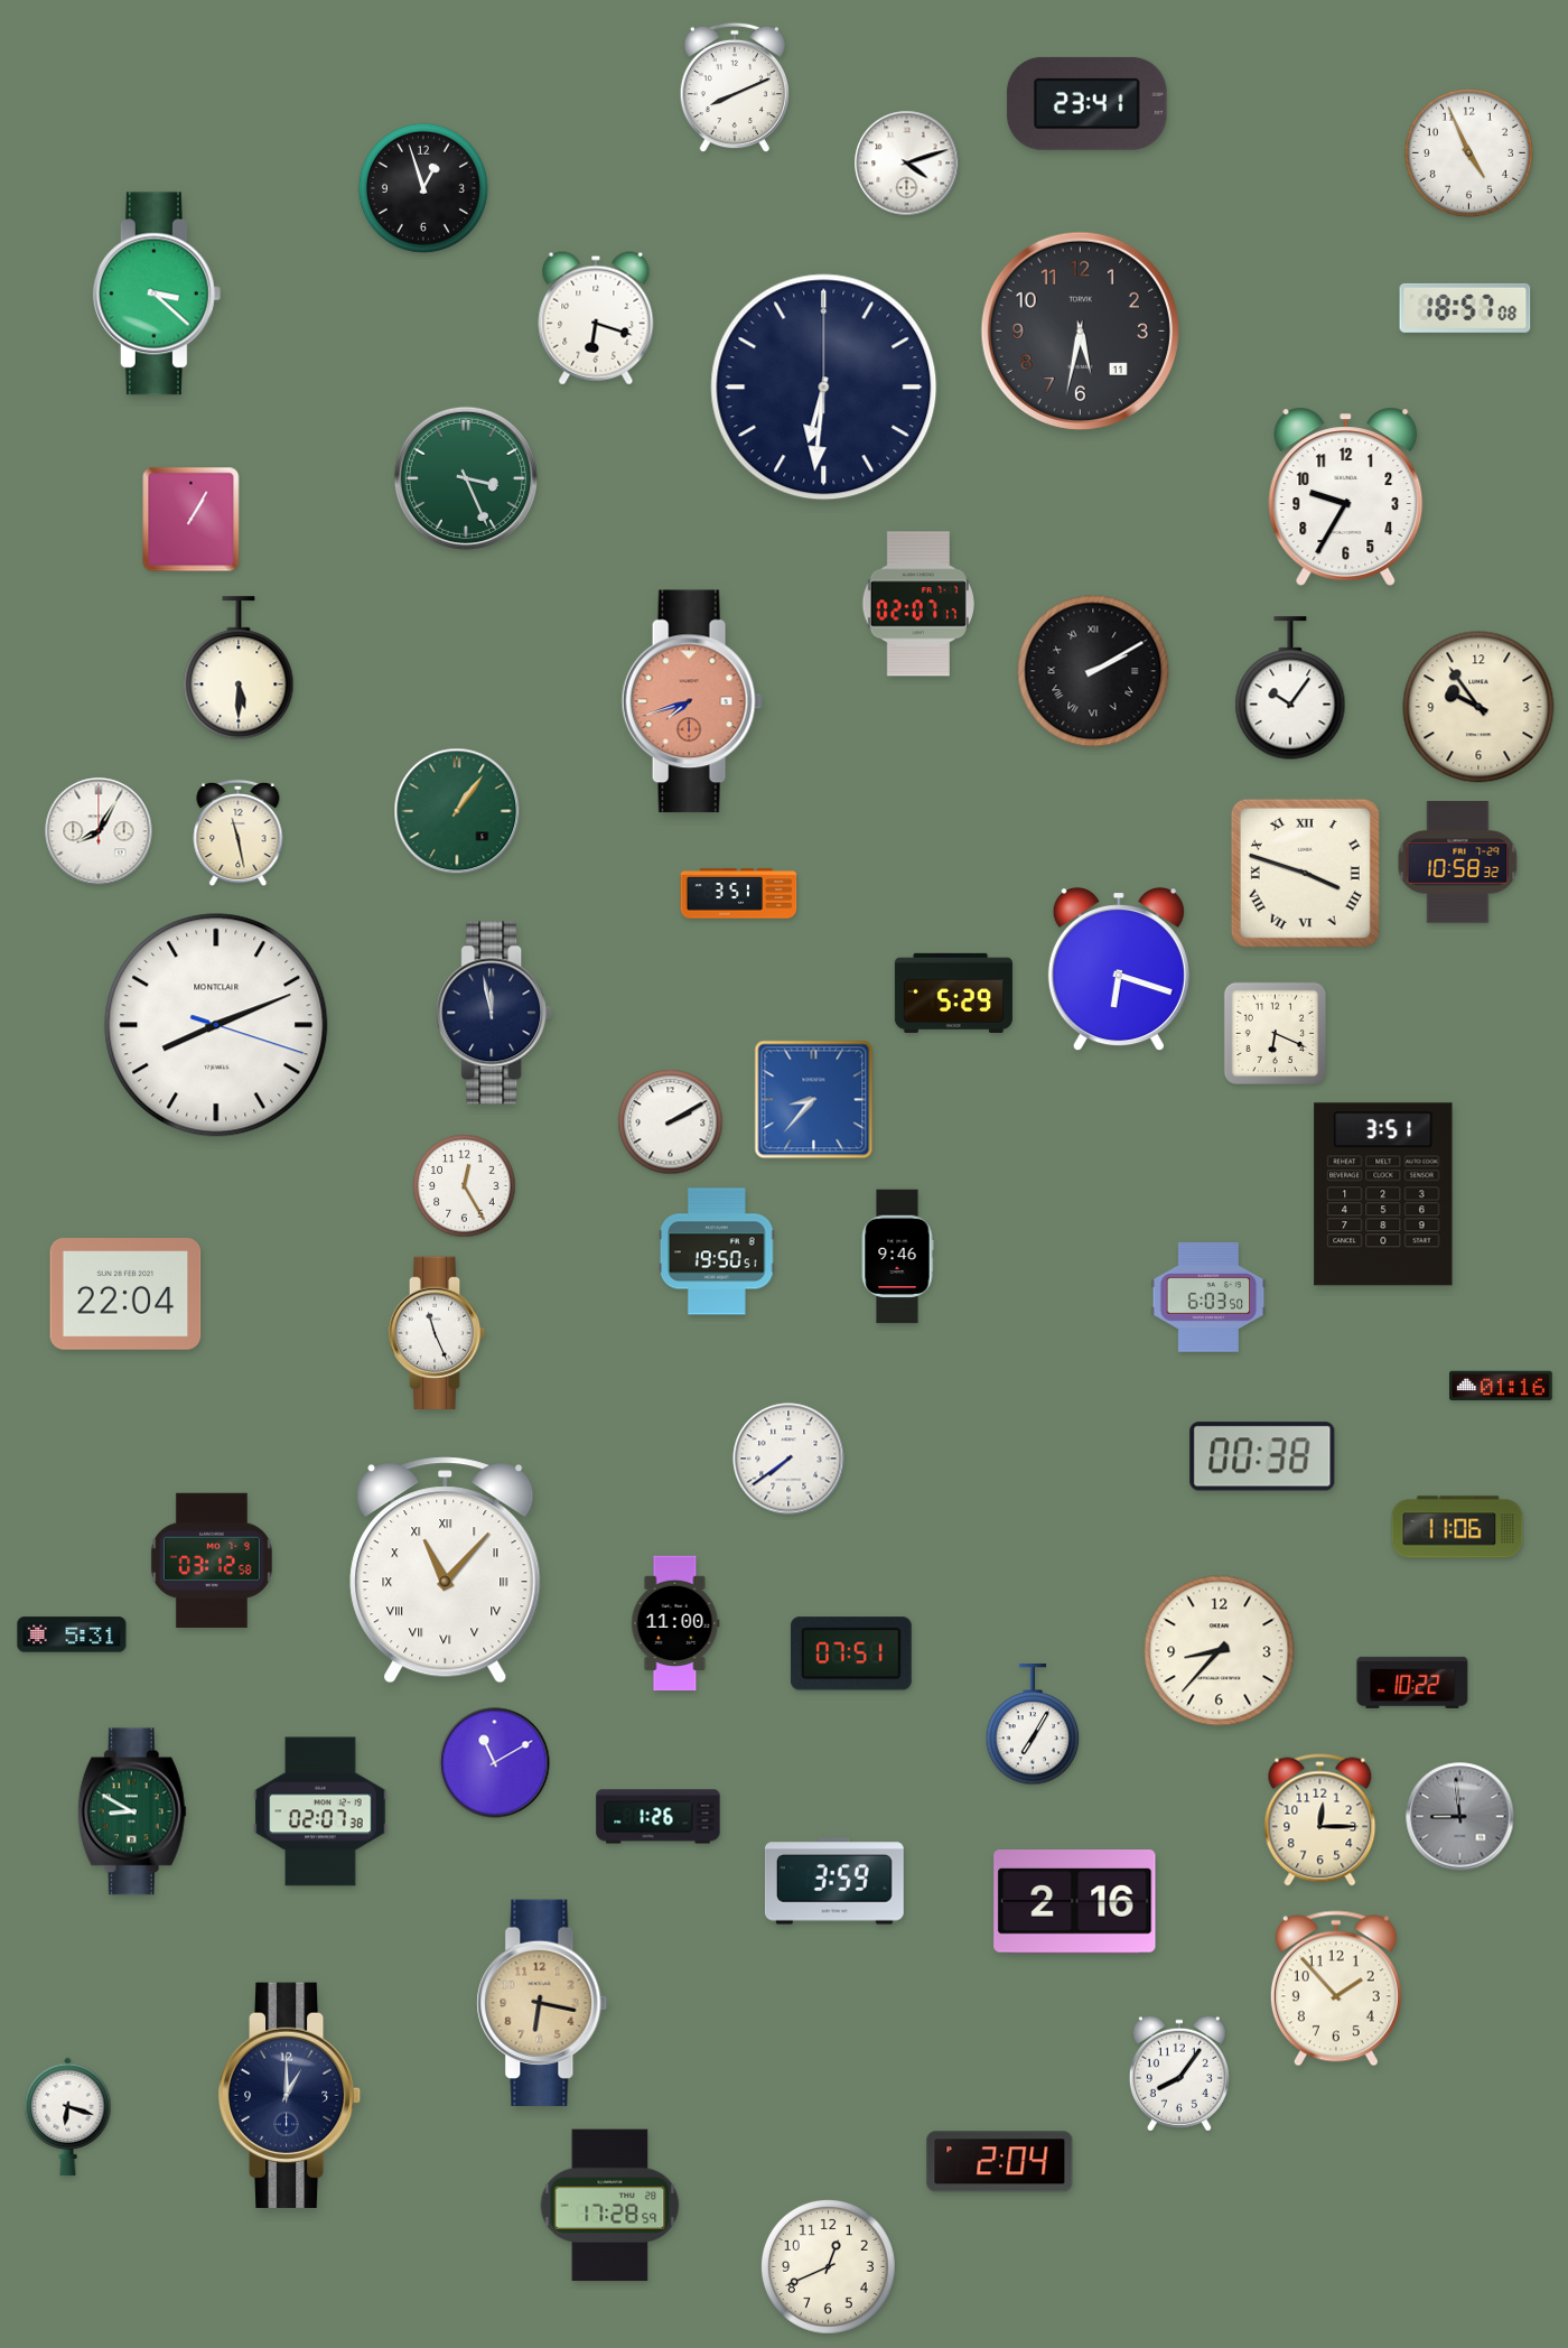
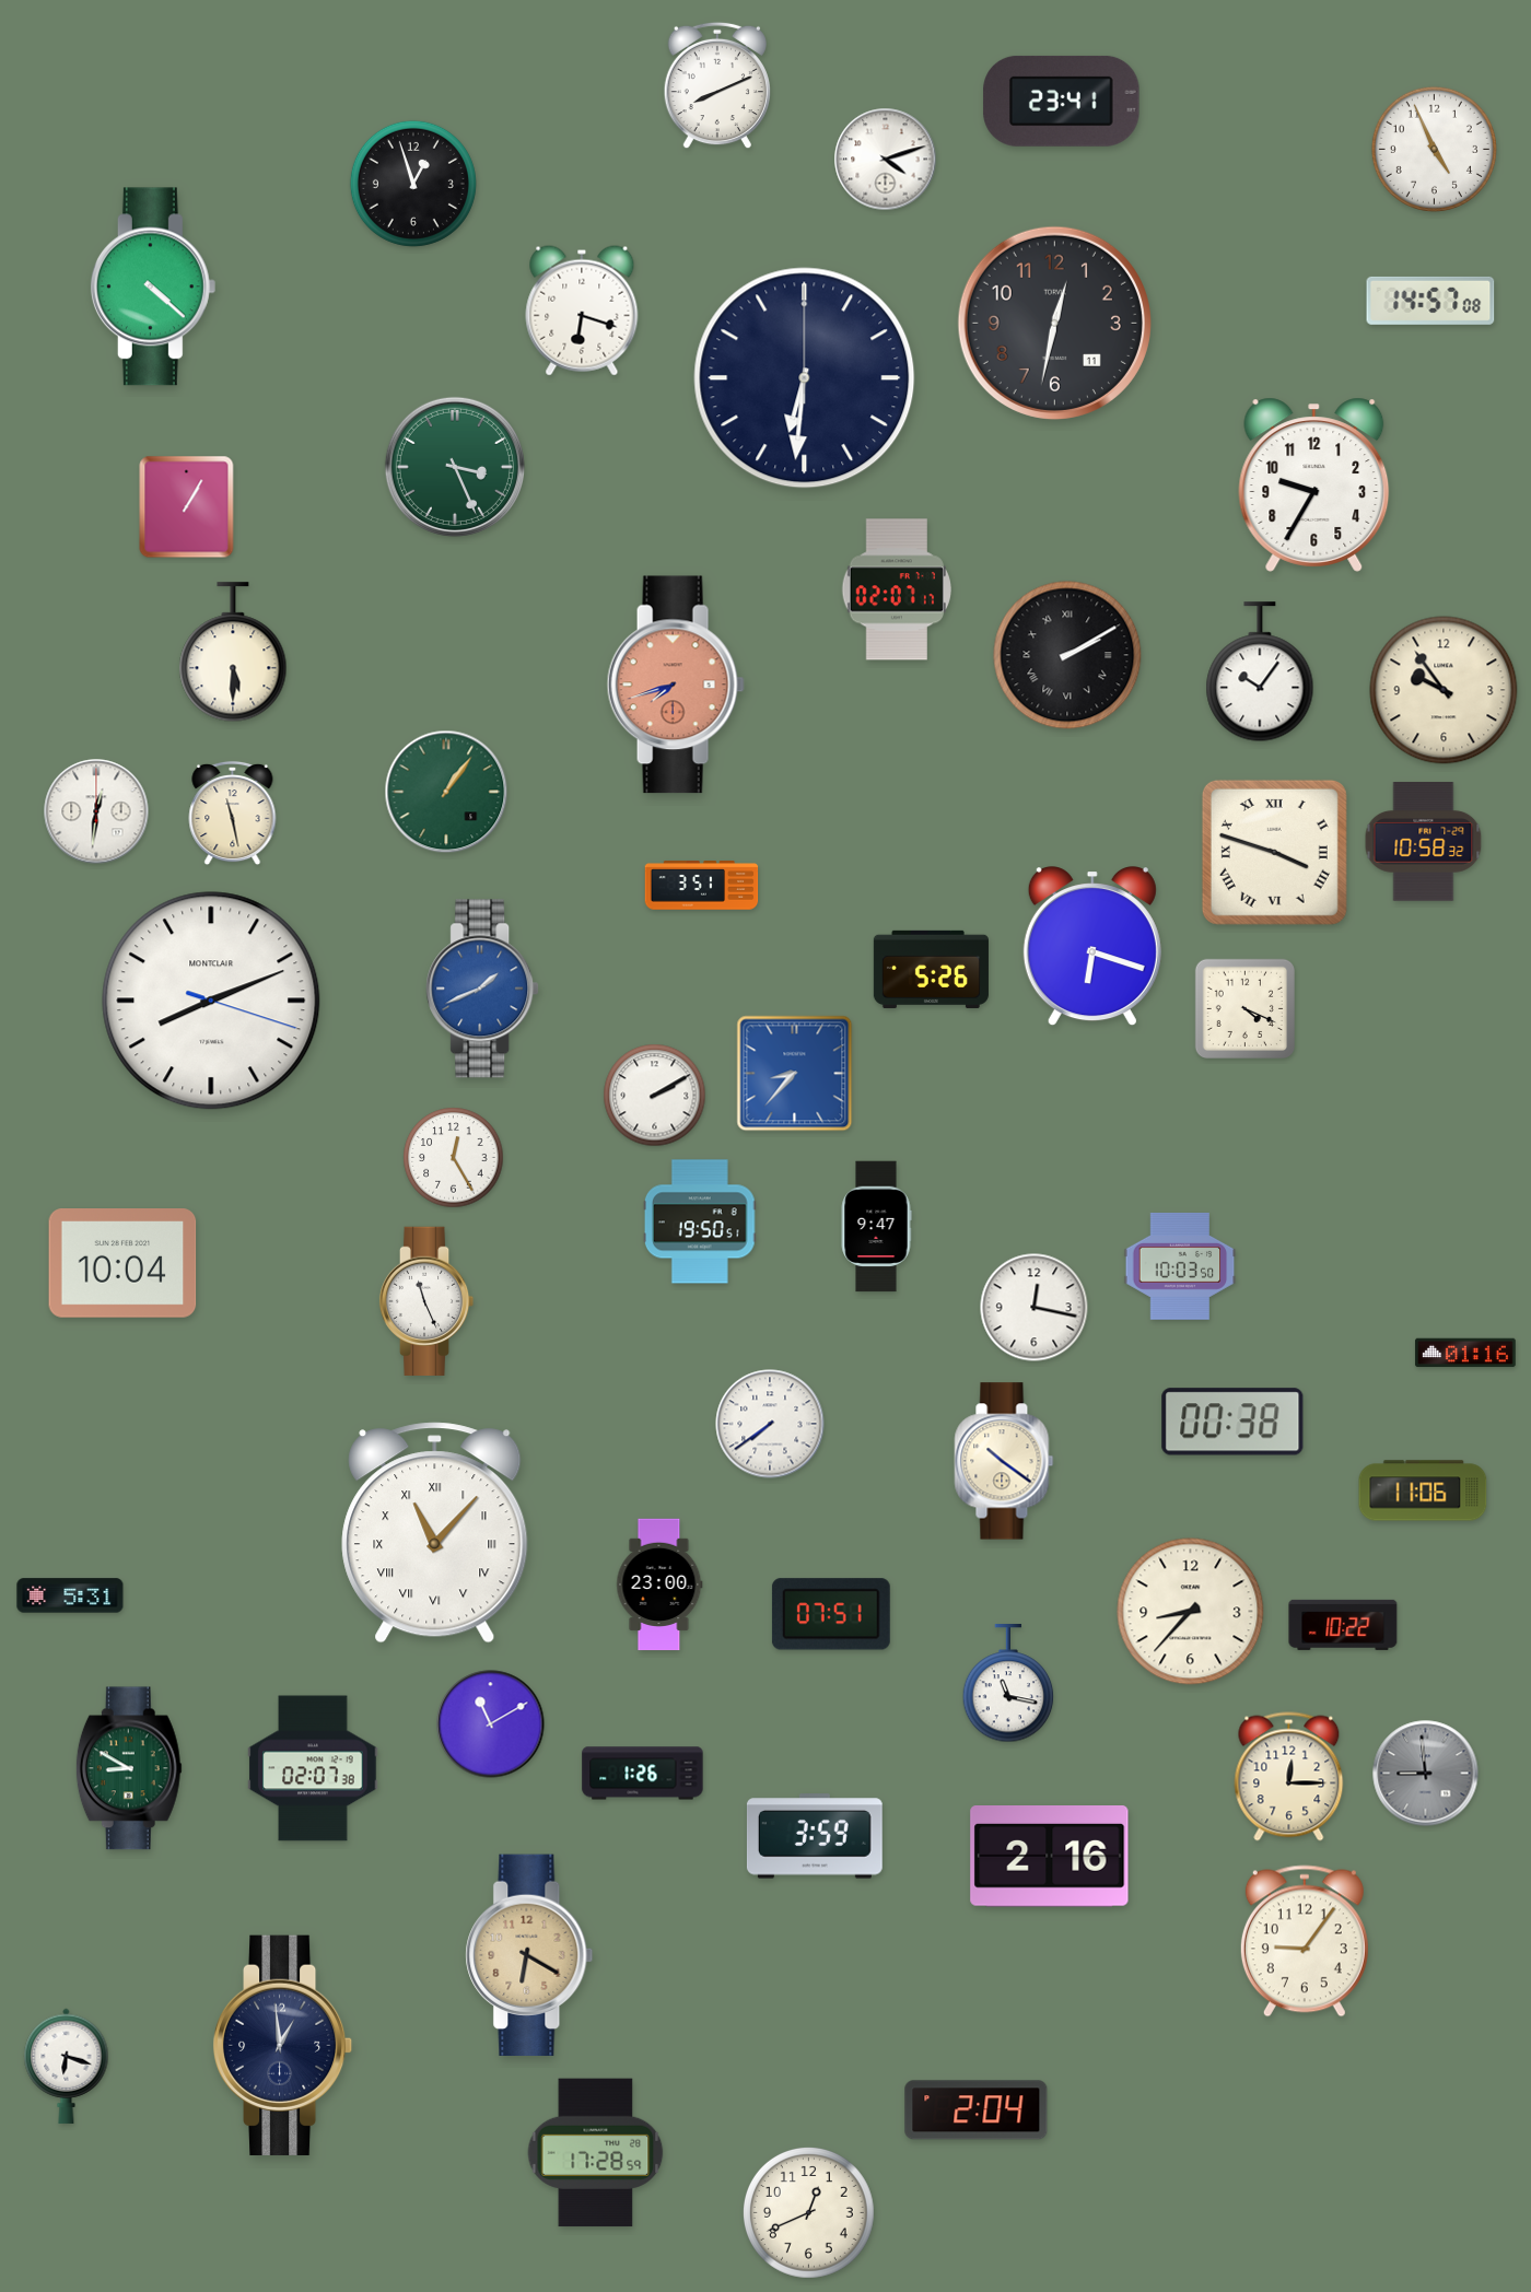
clock at (157, 293): 3:22 -> 4:22
clock at (1465, 308): 18:57 -> 14:57
clock at (1080, 330): 5:32 -> 12:32
clock at (99, 831): 8:05 -> 12:31
clock at (739, 894) position: (739, 894) -> (702, 886)
clock at (953, 993): 5:29 -> 5:26
clock at (494, 1013): 11:58 -> 1:41
clock at (494, 1013) dial: navy -> blue
clock at (1275, 1033): 6:19 -> 4:19
clock at (1383, 1194): 3:51 -> none
clock at (897, 1257): 9:46 -> 9:47
clock at (125, 1295): 22:04 -> 10:04
clock at (1208, 1297): 6:03 -> 10:03
clock at (1035, 1308): none -> 12:17
clock at (1004, 1461): none -> 10:21
clock at (212, 1559): 03:12 -> none
clock at (675, 1623): 11:00 -> 23:00
clock at (1412, 1683) position: (1412, 1683) -> (1343, 1625)
clock at (1033, 1725): 7:05 -> 11:17
clock at (495, 1763) position: (495, 1763) -> (491, 1724)
clock at (1336, 1988): 1:53 -> 9:06
clock at (542, 2002): 6:17 -> 6:20
clock at (1179, 2074): 8:06 -> none
clock at (290, 2095): 1:00 -> 12:59
